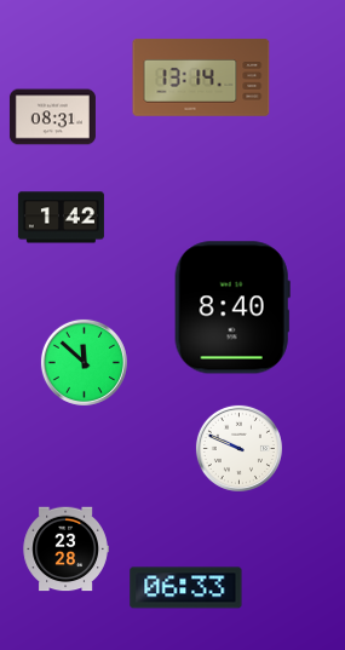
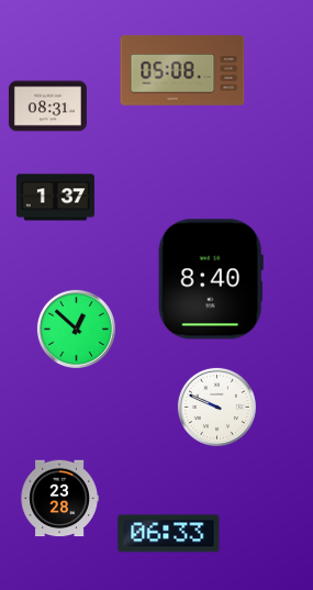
clock at (201, 77): 13:14 -> 05:08
clock at (61, 218): 1:42 -> 1:37
clock at (84, 362): 11:52 -> 12:52
